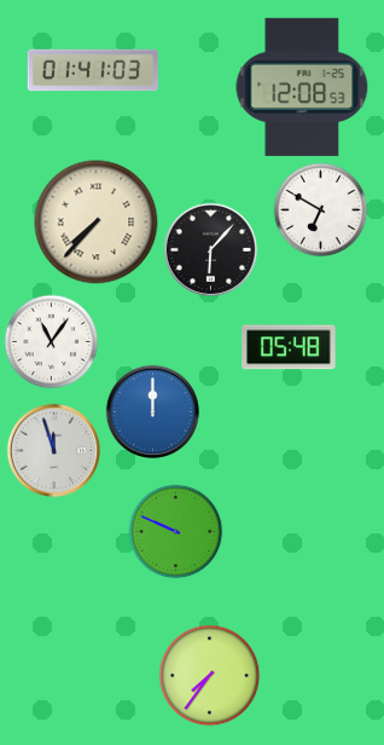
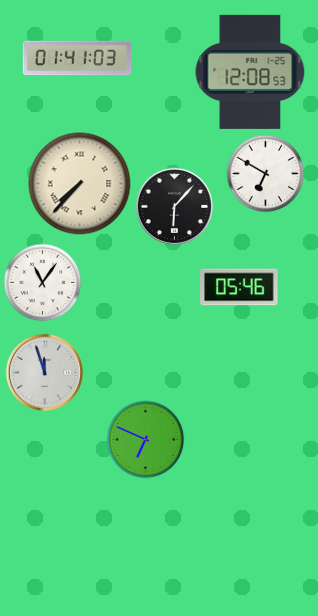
clock at (289, 347): 05:48 -> 05:46
clock at (152, 411): 12:00 -> none
clock at (175, 531): 9:49 -> 6:49
clock at (209, 675): 7:36 -> none
